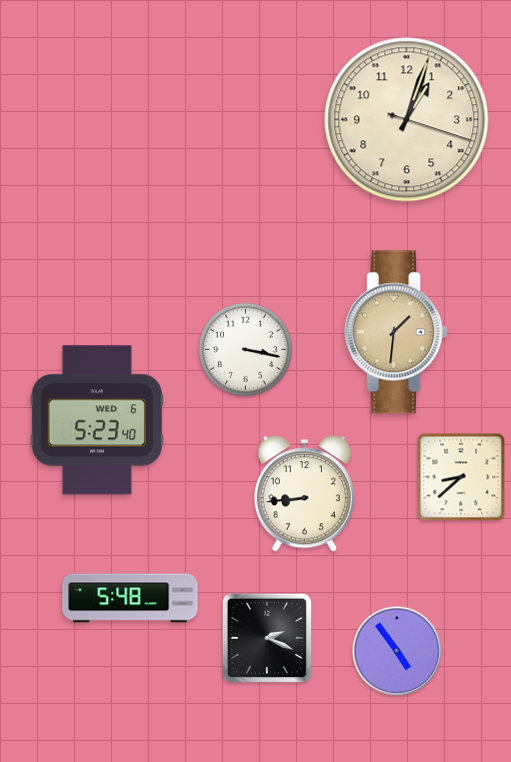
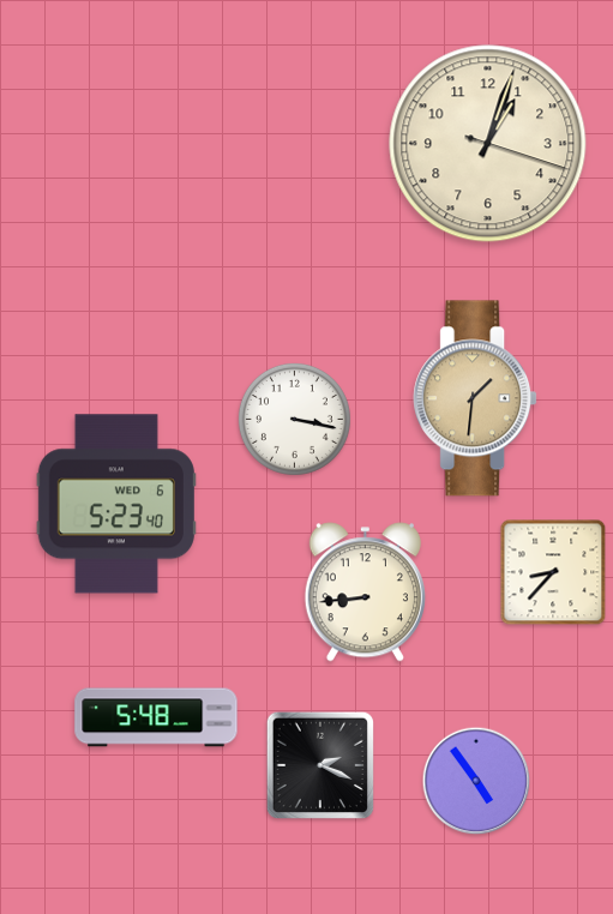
clock at (461, 477): 8:38 -> 8:37
